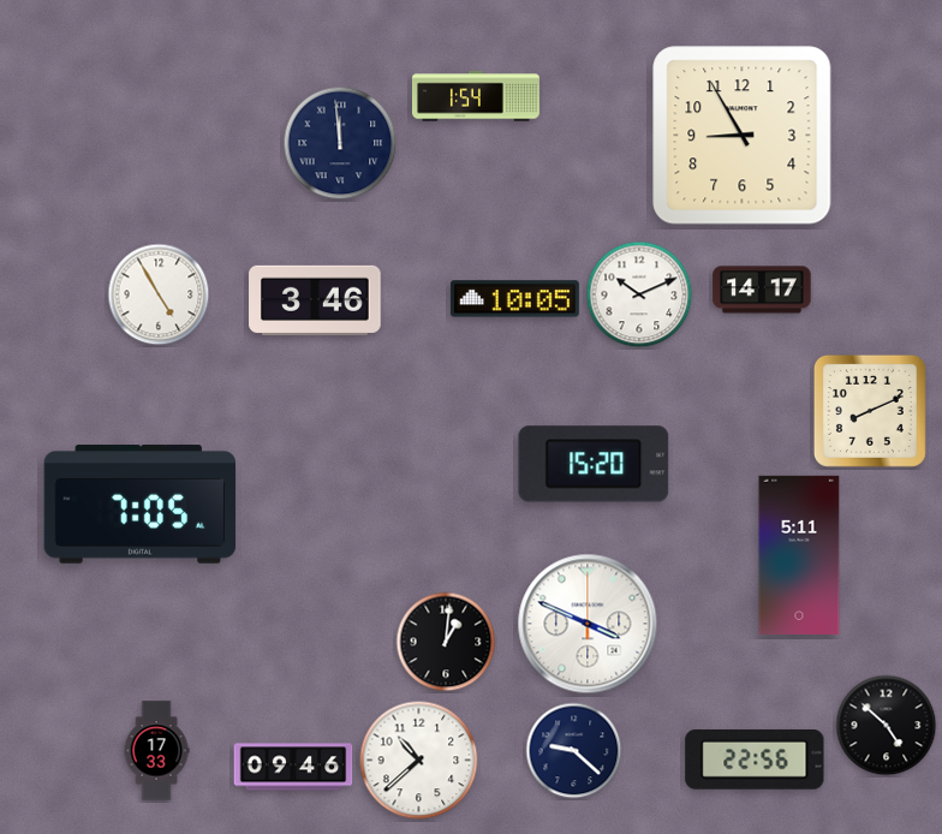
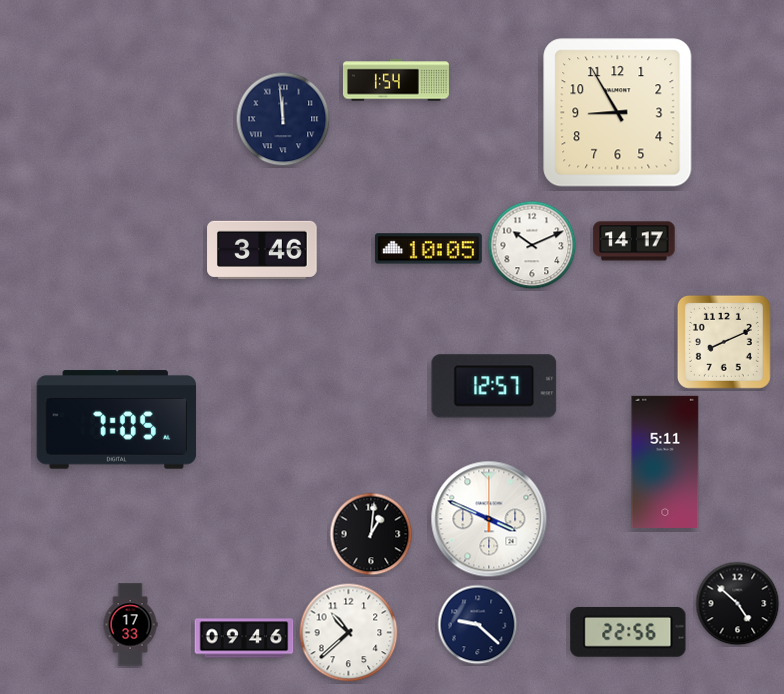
clock at (159, 294): 4:55 -> none
clock at (594, 464): 15:20 -> 12:57
